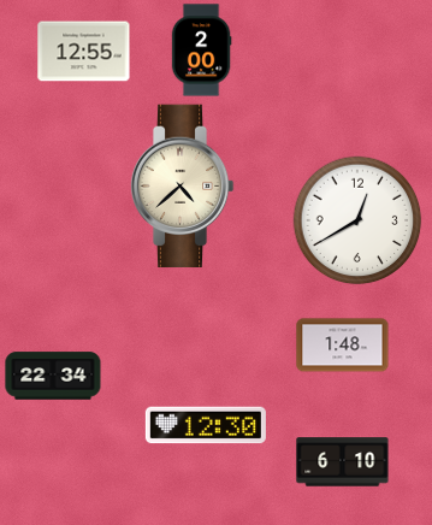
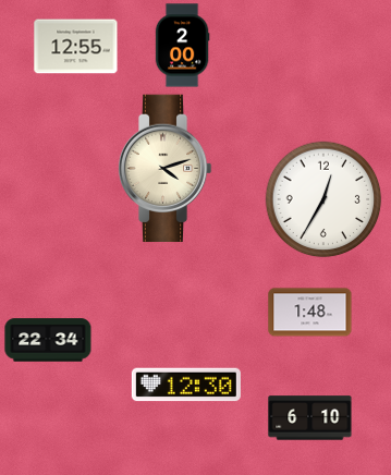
clock at (182, 187): 4:38 -> 4:12
clock at (357, 220): 12:40 -> 12:35
